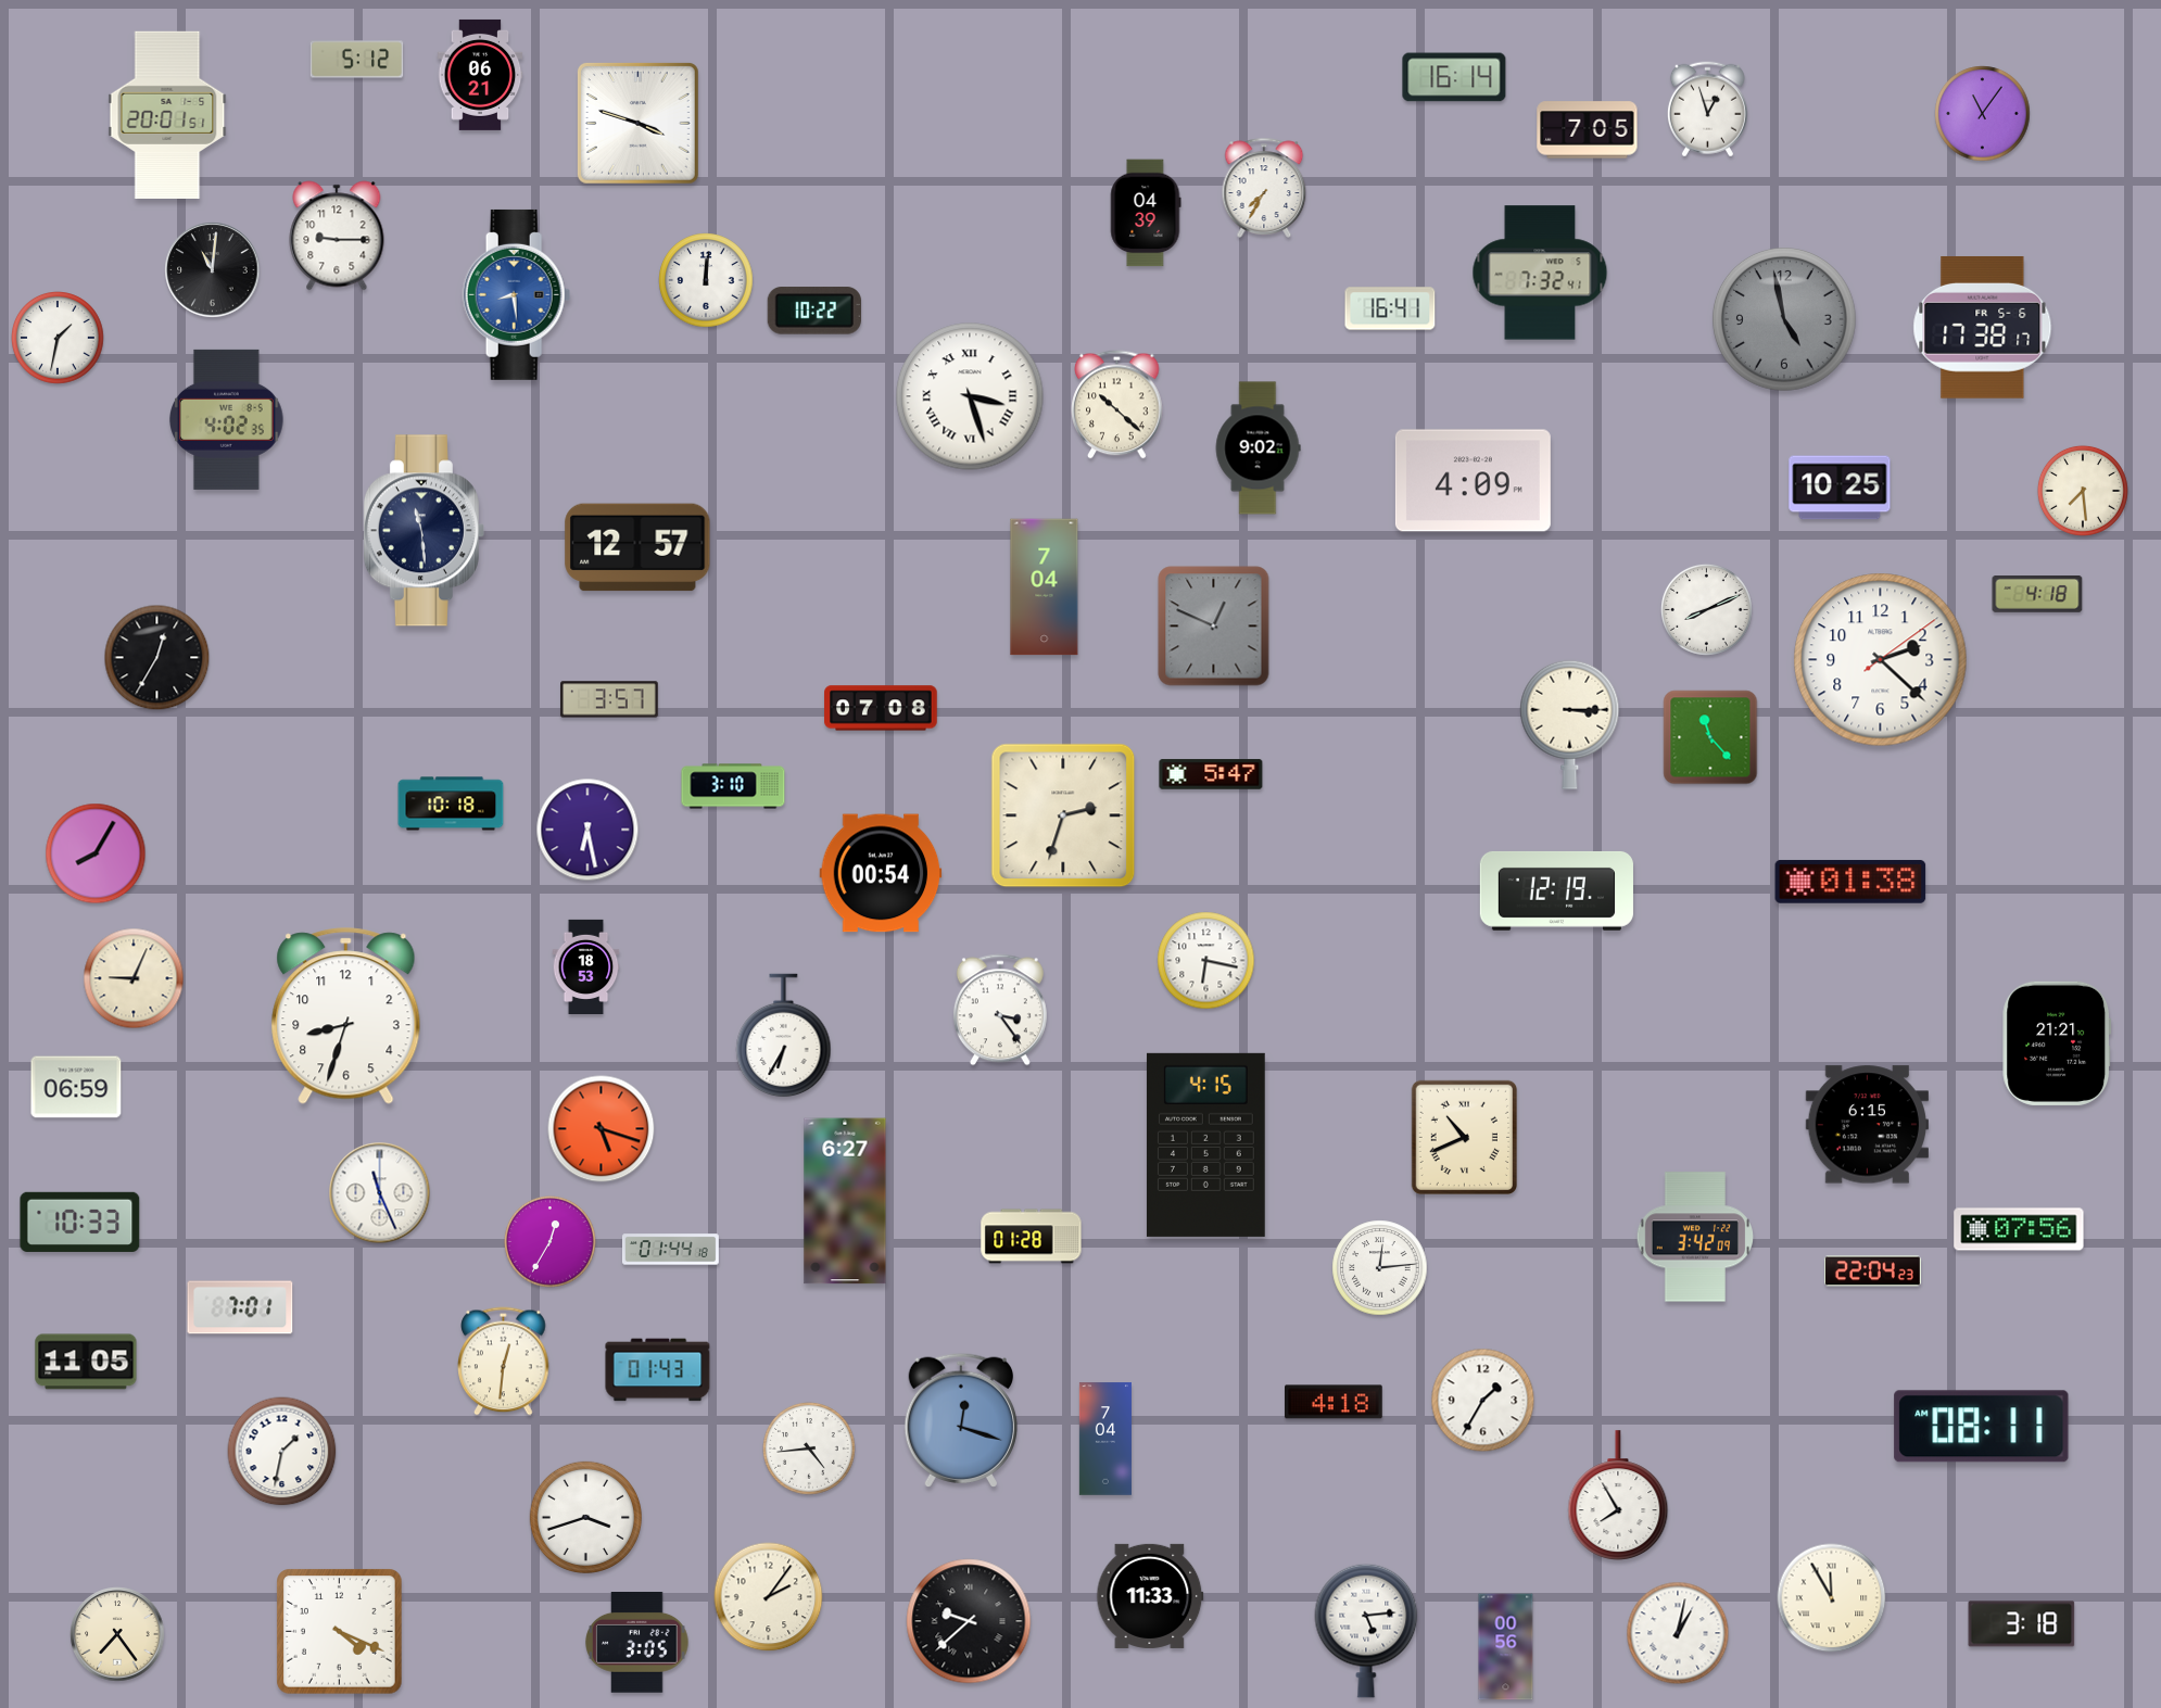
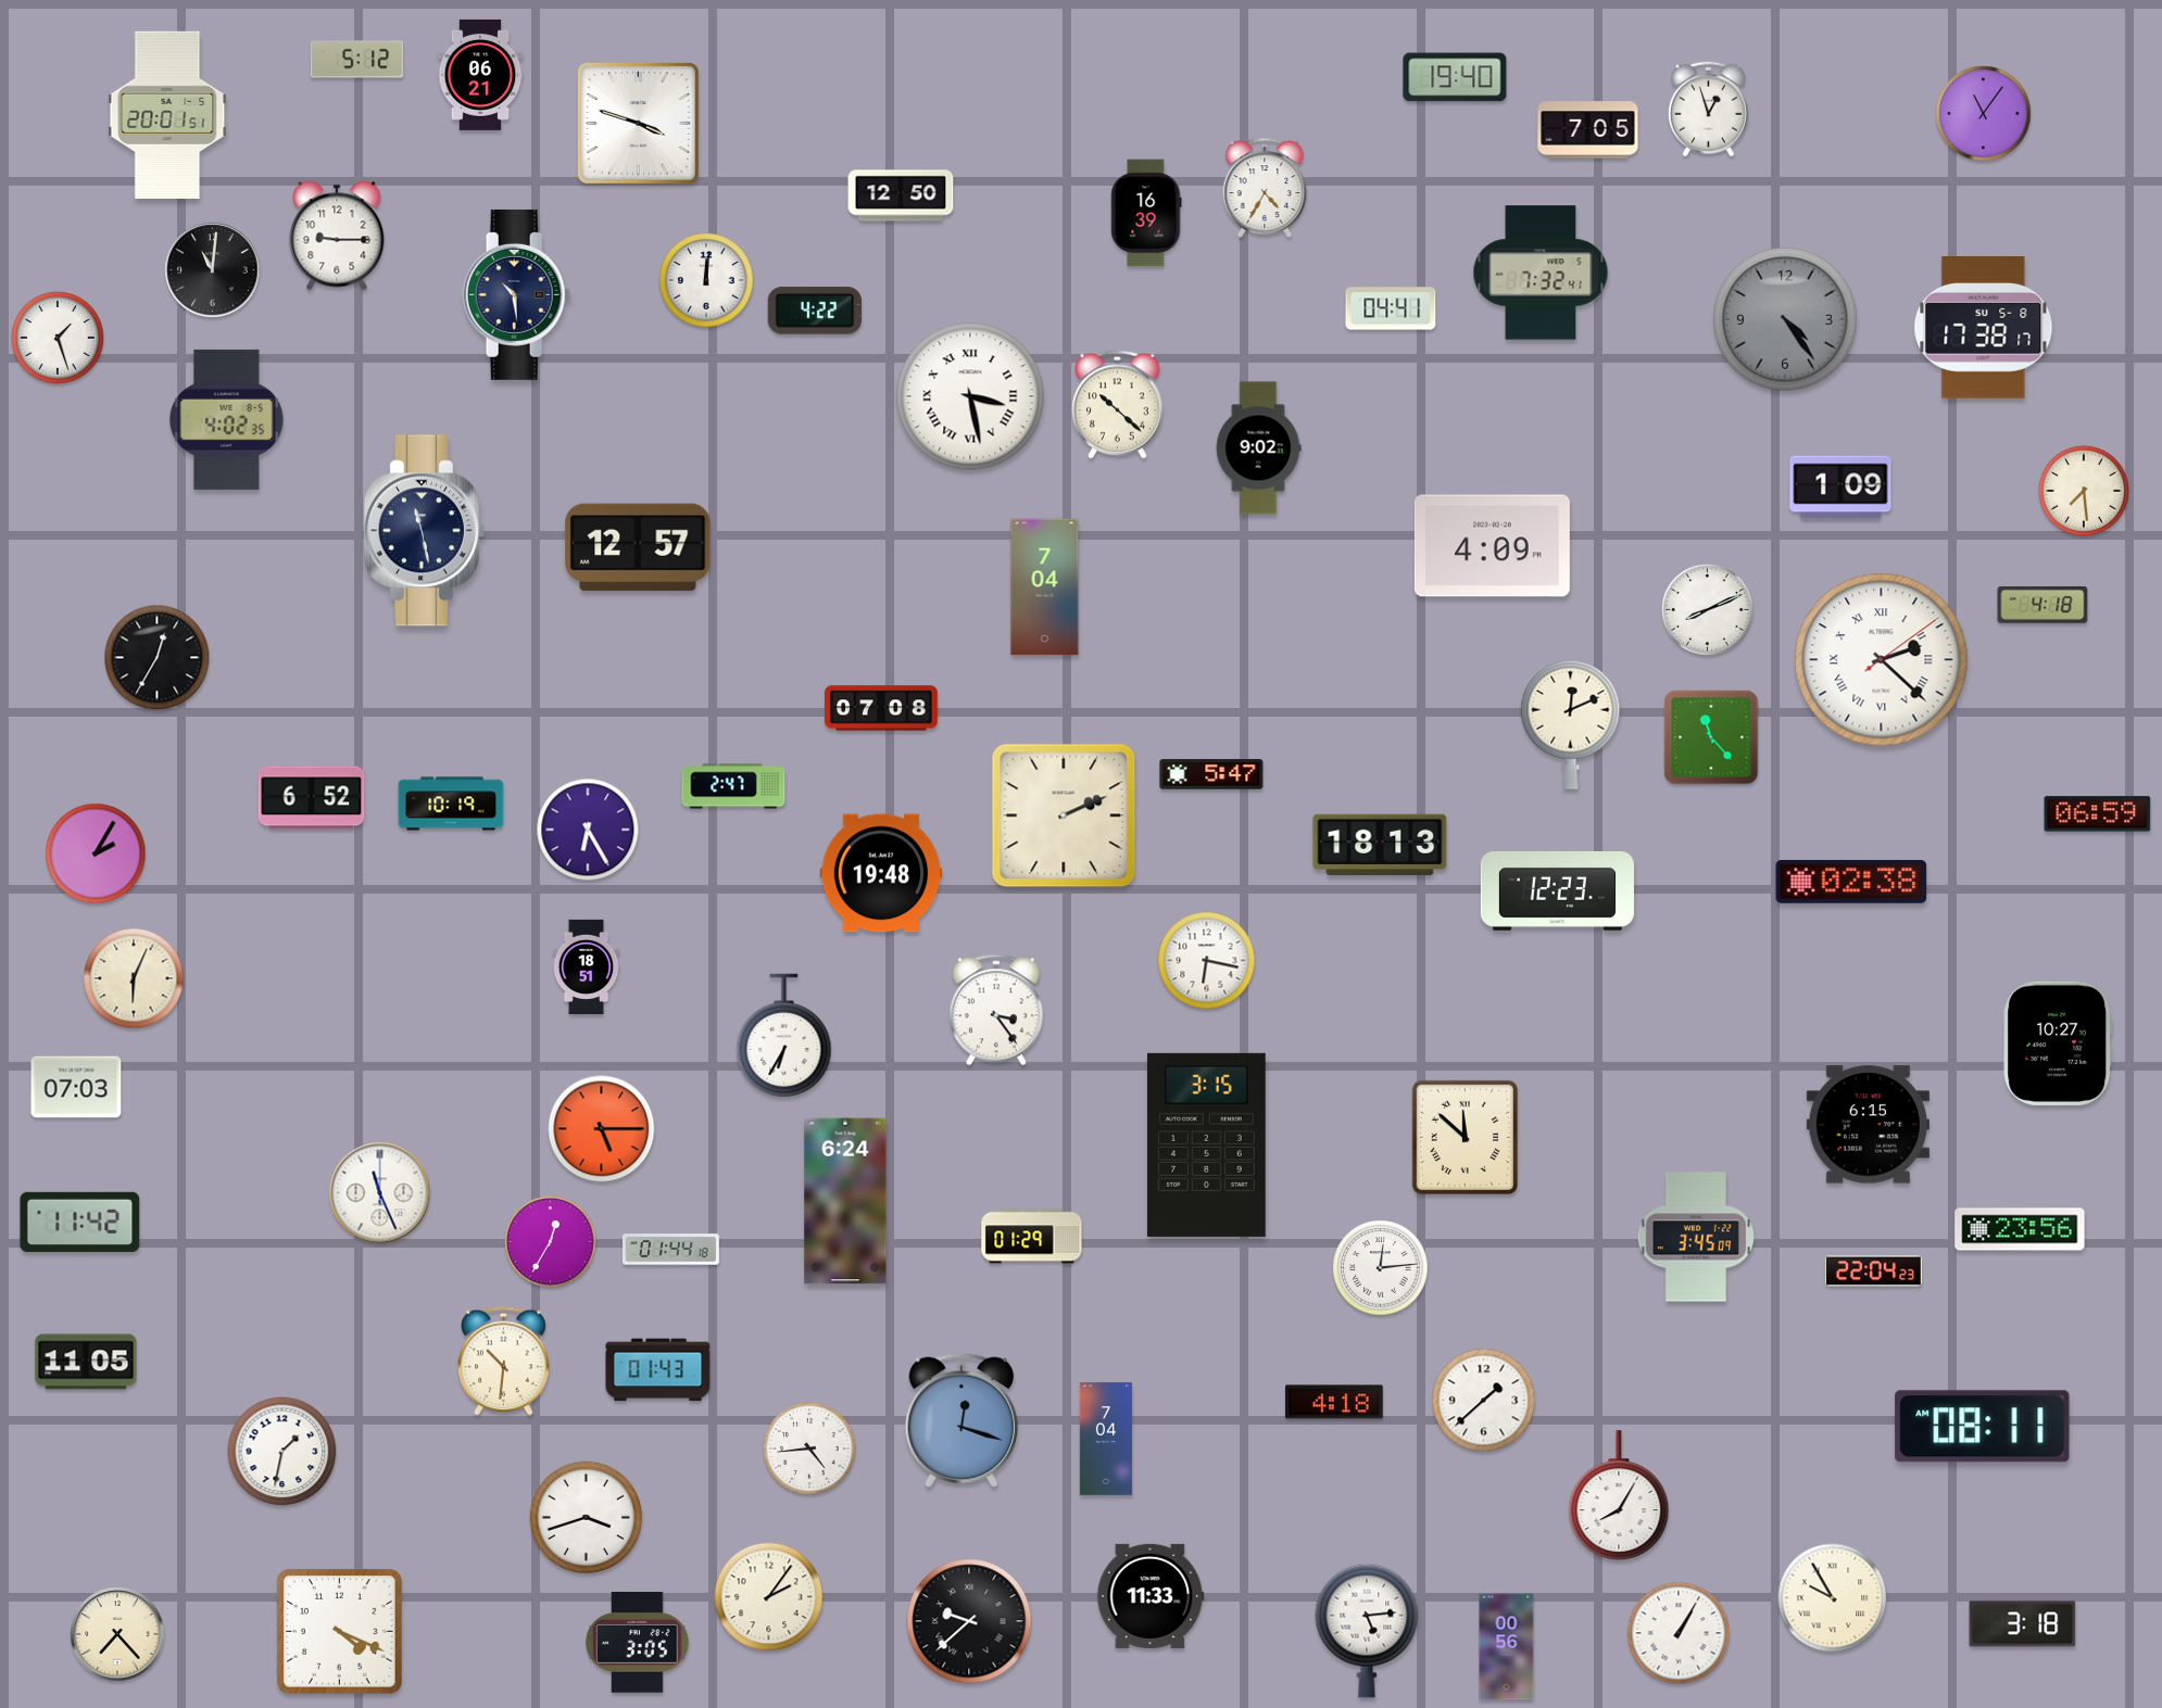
clock at (1454, 77): 16:14 -> 19:40
clock at (1264, 188): 7:35 -> 4:35
clock at (901, 195): none -> 12:50
clock at (1146, 213): 04:39 -> 16:39
clock at (517, 294): 8:29 -> 10:29
clock at (517, 294) dial: blue -> navy
clock at (1390, 308): 16:41 -> 04:41
clock at (814, 311): 10:22 -> 4:22
clock at (1784, 319): 4:58 -> 4:24
clock at (1983, 327) date: FR 5-6 -> SU 5-8
clock at (58, 338): 1:32 -> 1:27
clock at (970, 396): 3:27 -> 3:28
clock at (1473, 481) position: (1473, 481) -> (1492, 546)
clock at (1840, 488): 10:25 -> 1:09
clock at (424, 531): 11:29 -> 11:28
clock at (2037, 595) position: (2037, 595) -> (2042, 606)
clock at (1214, 627): 12:49 -> none
clock at (1881, 660) numerals: Arabic -> Roman
clock at (609, 699): 3:57 -> none
clock at (1570, 724): 3:15 -> 12:11
clock at (733, 786): 3:10 -> 2:47
clock at (312, 798): none -> 6:52
clock at (451, 804): 10:18 -> 10:19
clock at (2098, 814): none -> 06:59
clock at (1063, 815): 2:33 -> 2:11
clock at (587, 830): 6:28 -> 6:25
clock at (1380, 844): none -> 18:13
clock at (96, 853): 8:05 -> 2:05
clock at (881, 873): 00:54 -> 19:48
clock at (1850, 882): 01:38 -> 02:38
clock at (1556, 890): 12:19 -> 12:23
clock at (586, 966): 18:53 -> 18:51
clock at (134, 978): 9:04 -> 6:04
clock at (1000, 1010) position: (1000, 1010) -> (996, 1010)
clock at (346, 1016): 8:33 -> none
clock at (2057, 1043): 21:21 -> 10:27
clock at (76, 1087): 06:59 -> 07:03
clock at (602, 1129): 5:18 -> 5:15
clock at (1464, 1137): 10:41 -> 11:52
clock at (1205, 1144): 4:15 -> 3:15
clock at (845, 1201): 6:27 -> 6:24
clock at (80, 1222): 10:33 -> 11:42
clock at (2019, 1229): 07:56 -> 23:56
clock at (1032, 1237): 01:28 -> 01:29
clock at (1695, 1237): 3:42 -> 3:45
clock at (240, 1307): 7:01 -> none
clock at (504, 1362): 12:31 -> 10:31
clock at (1483, 1401): 1:35 -> 1:38
clock at (1618, 1495): 7:55 -> 8:05
clock at (1832, 1598): 11:55 -> 9:55
clock at (1678, 1633): 1:02 -> 1:05
clock at (117, 1634): 7:24 -> 7:23
